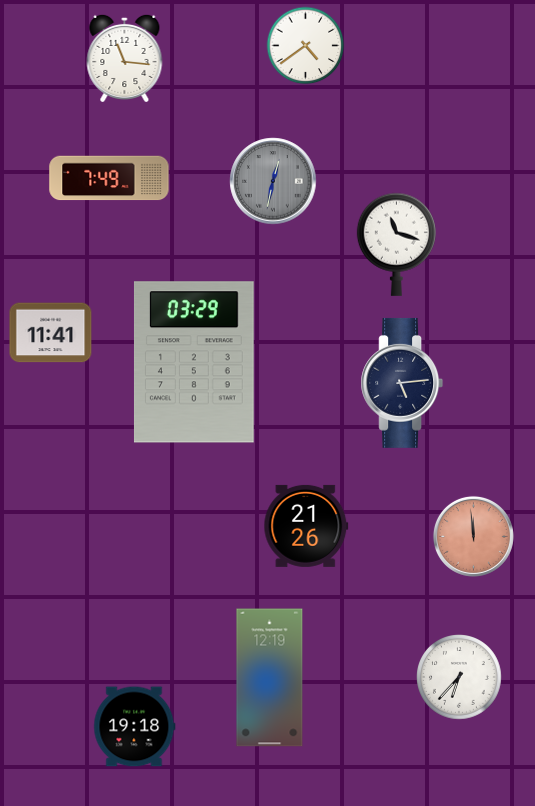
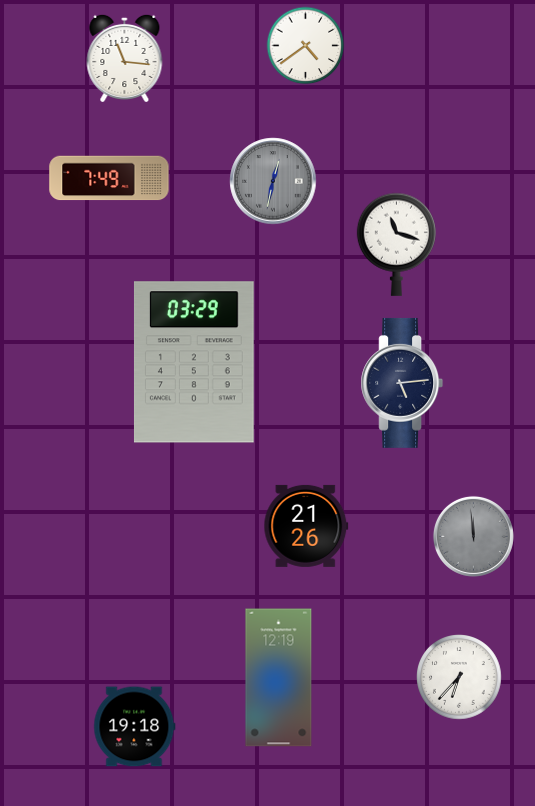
clock at (51, 333): 11:41 -> none
clock at (473, 536) dial: salmon -> grey
clock at (270, 678) position: (270, 678) -> (279, 678)
